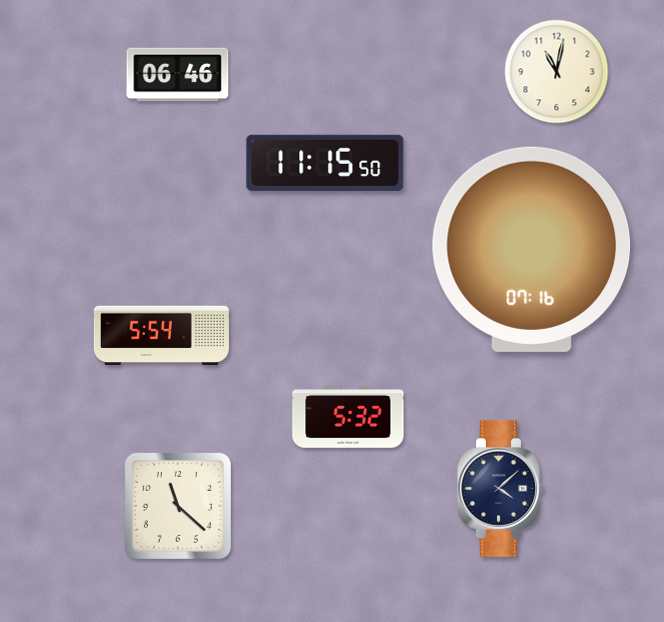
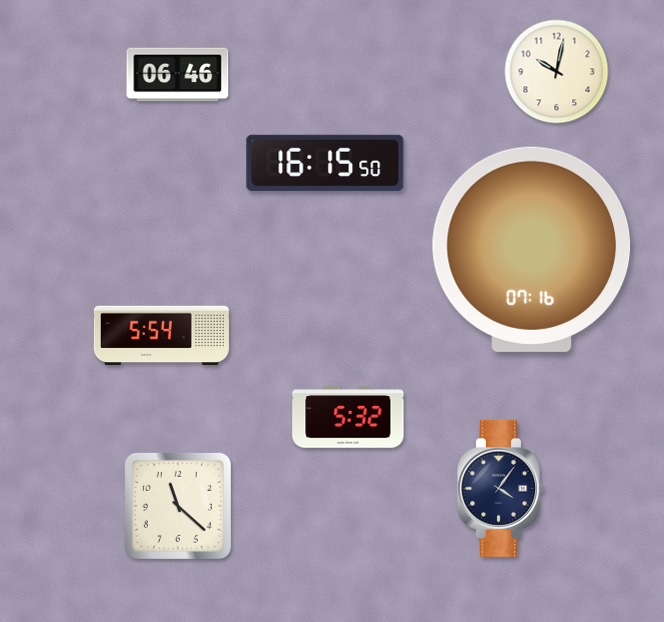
clock at (557, 72): 11:02 -> 10:02
clock at (325, 163): 11:15 -> 16:15
clock at (501, 488): 4:08 -> 4:06
